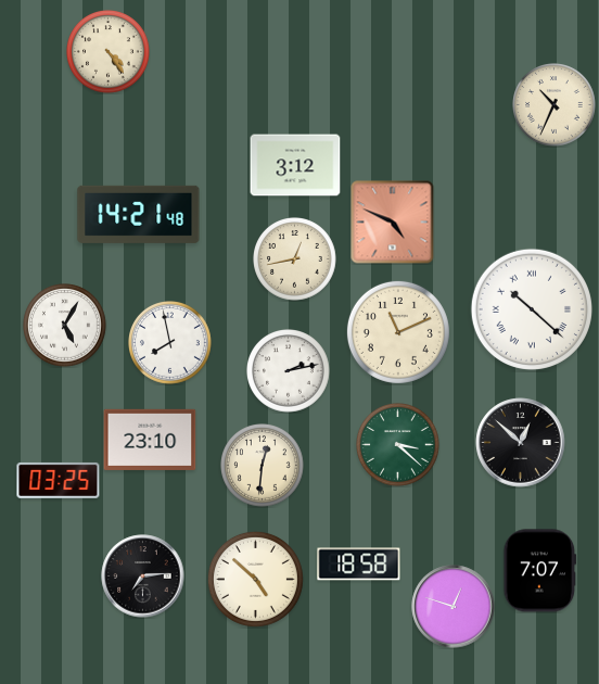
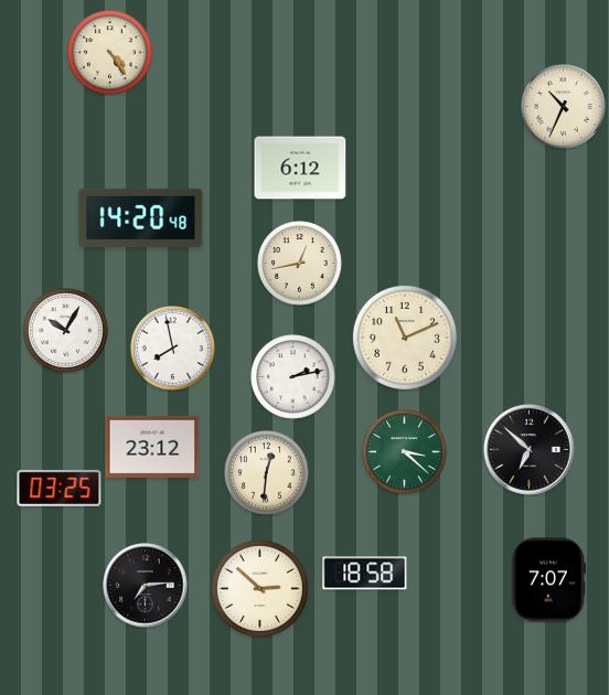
clock at (295, 165): 3:12 -> 6:12
clock at (139, 214): 14:21 -> 14:20
clock at (393, 223): 4:49 -> none
clock at (532, 309): 10:22 -> none
clock at (65, 326): 5:05 -> 10:05
clock at (150, 440): 23:10 -> 23:12
clock at (521, 443): 12:52 -> 6:52
clock at (255, 579): 4:52 -> 2:52
clock at (454, 607): 12:48 -> none
